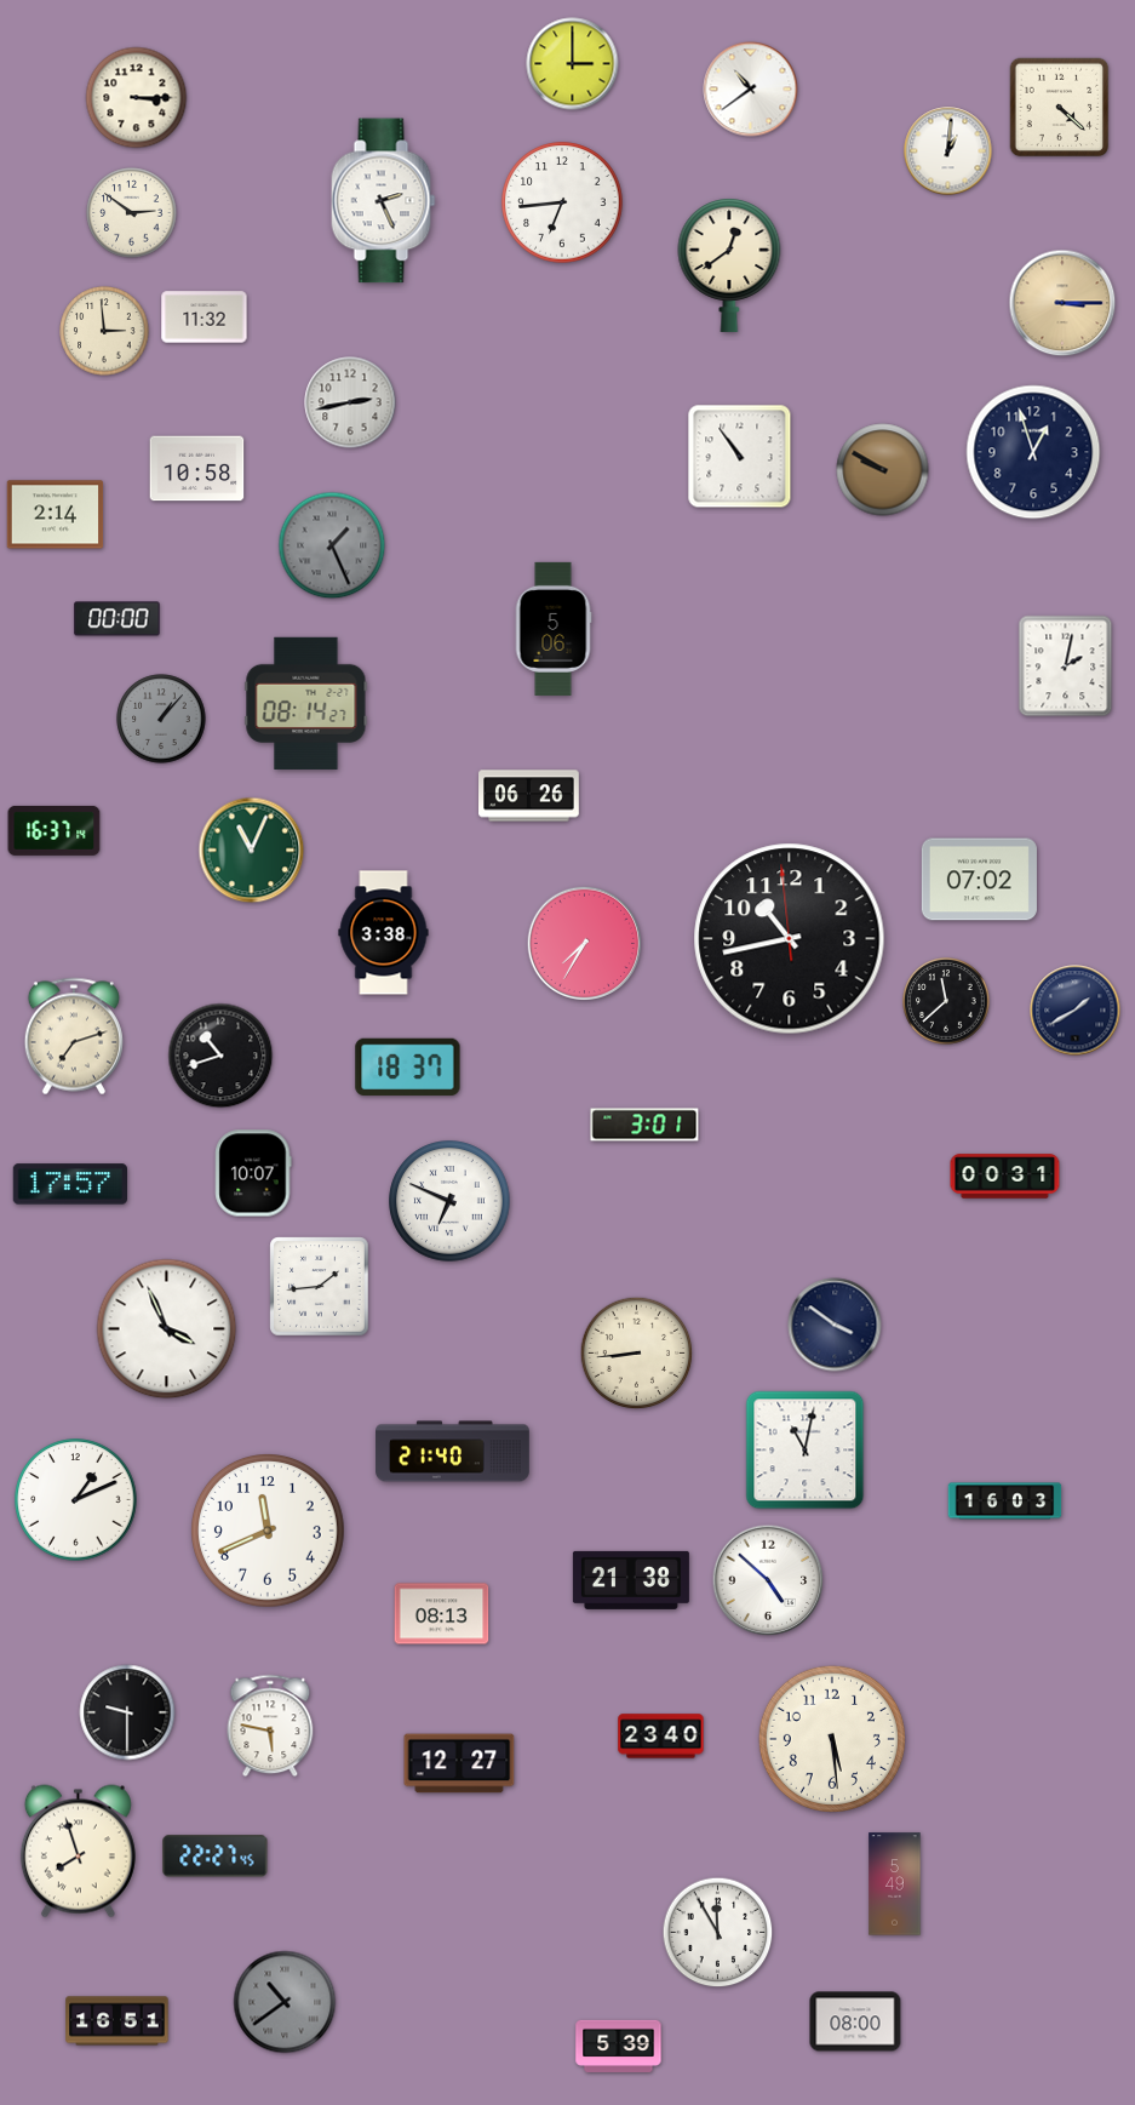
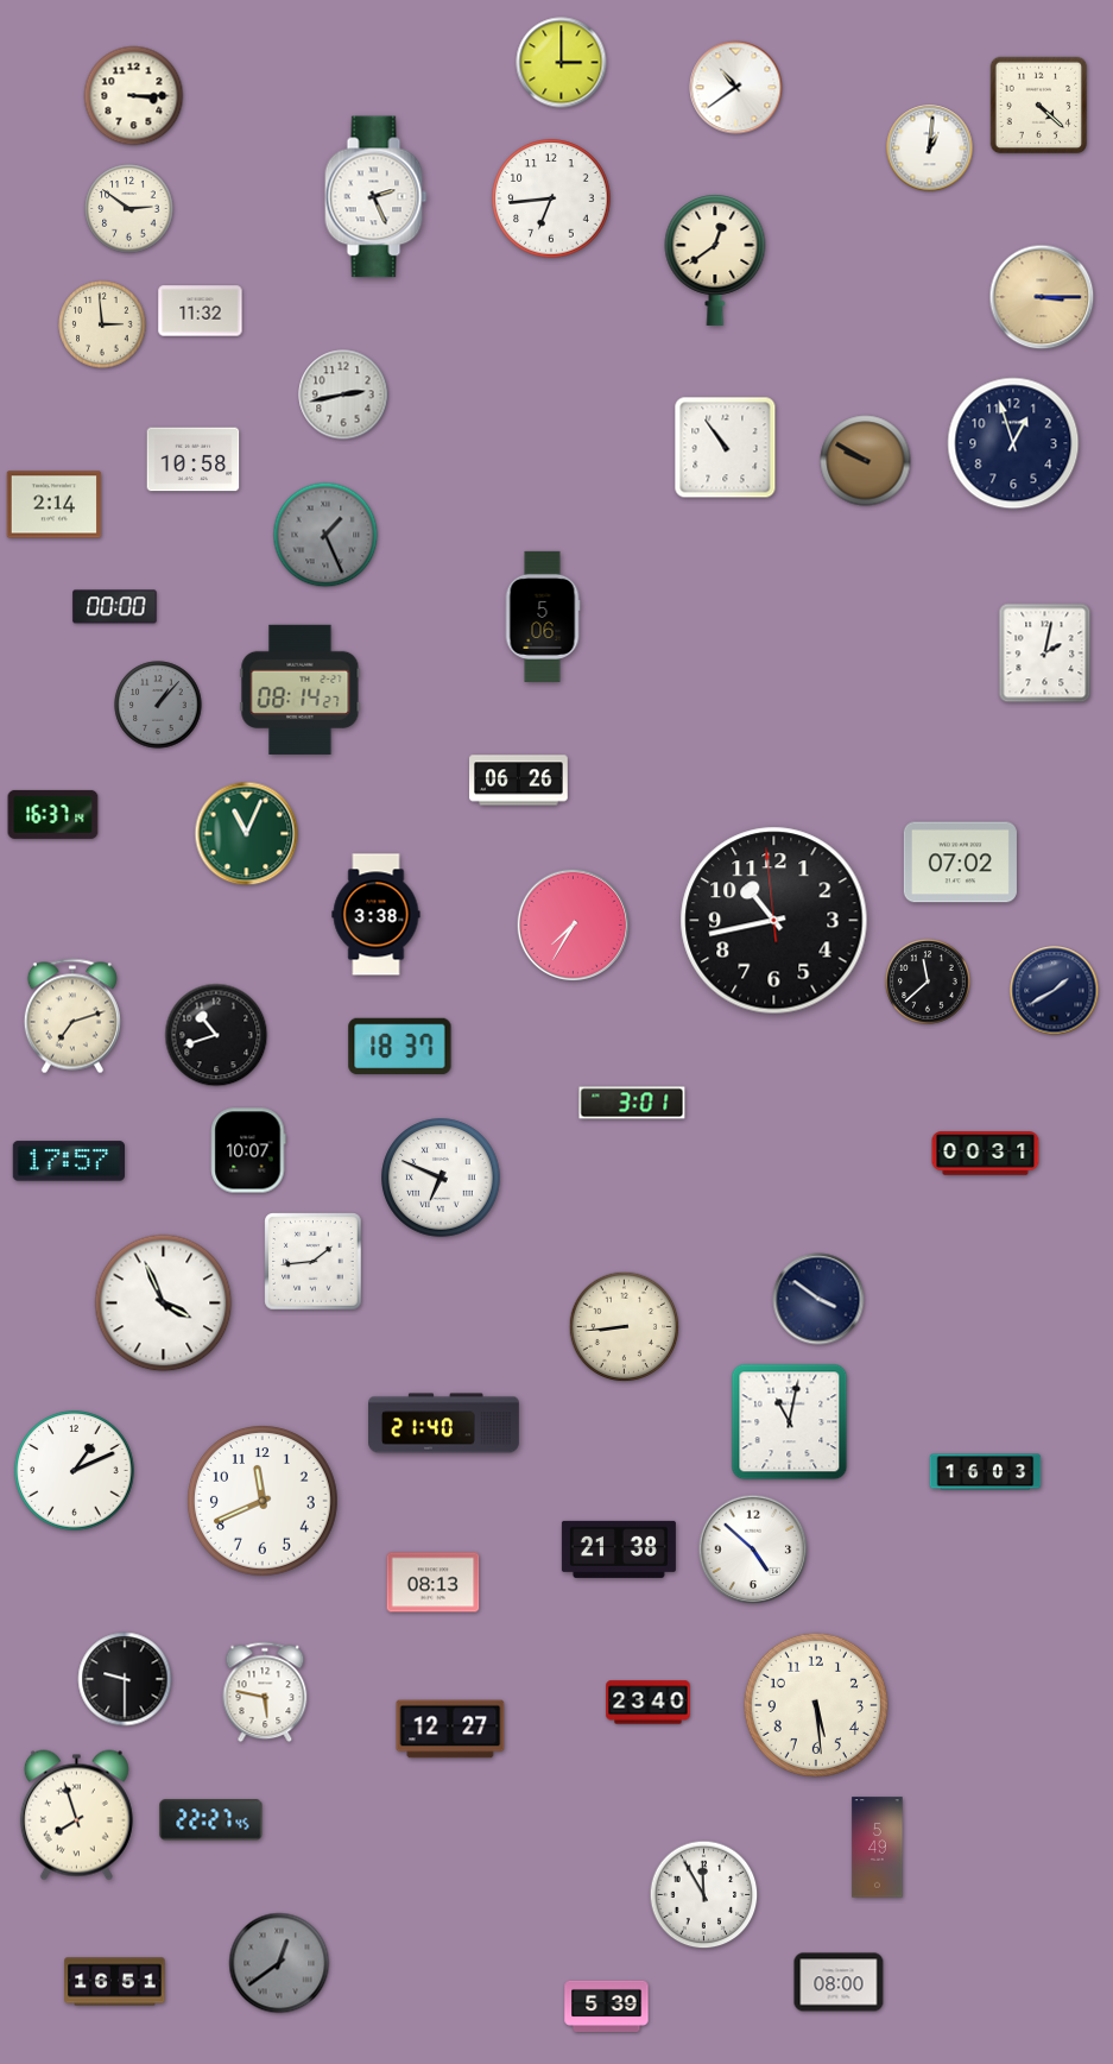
clock at (285, 2002): 10:39 -> 12:39
